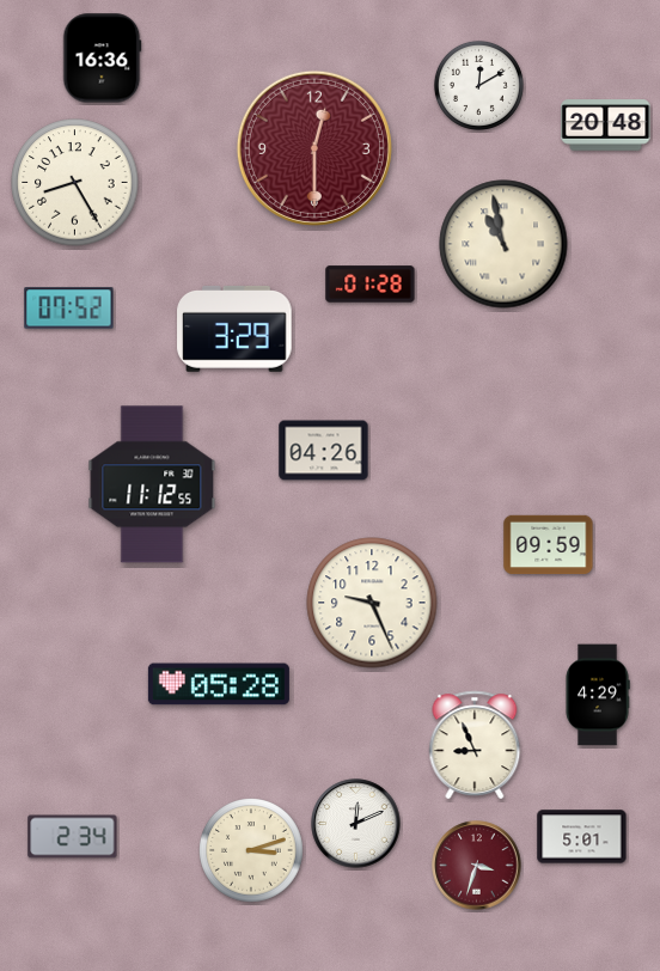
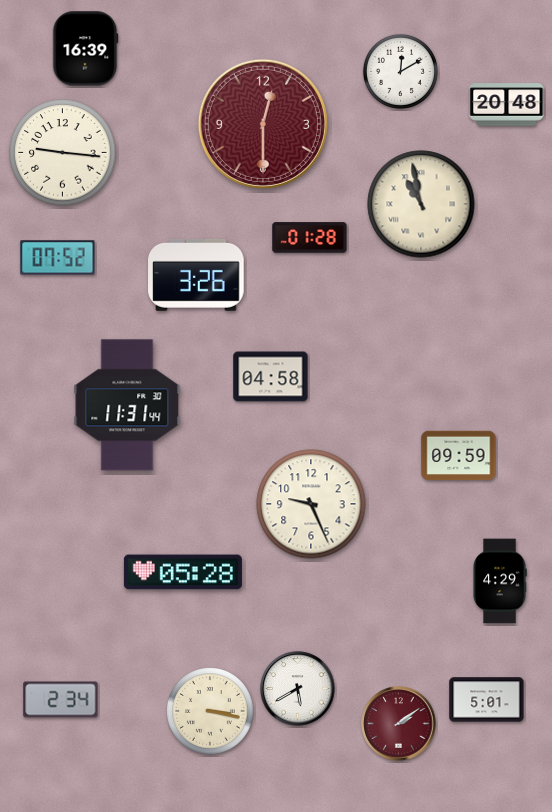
clock at (103, 59): 16:36 -> 16:39
clock at (75, 183): 8:25 -> 9:16
clock at (234, 329): 3:29 -> 3:26
clock at (324, 451): 04:26 -> 04:58
clock at (152, 484): 11:12 -> 11:31
clock at (475, 745): 8:56 -> none
clock at (356, 824): 12:11 -> 5:40
clock at (251, 850): 3:12 -> 3:17
clock at (477, 866): 3:33 -> 2:09
